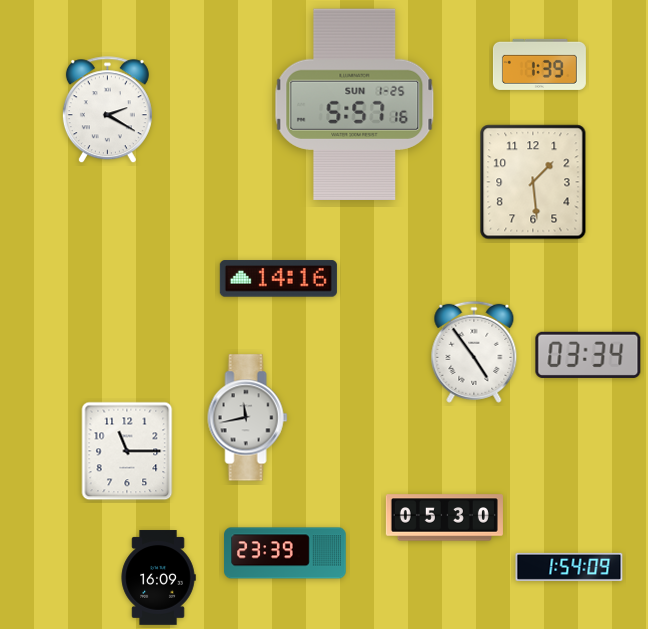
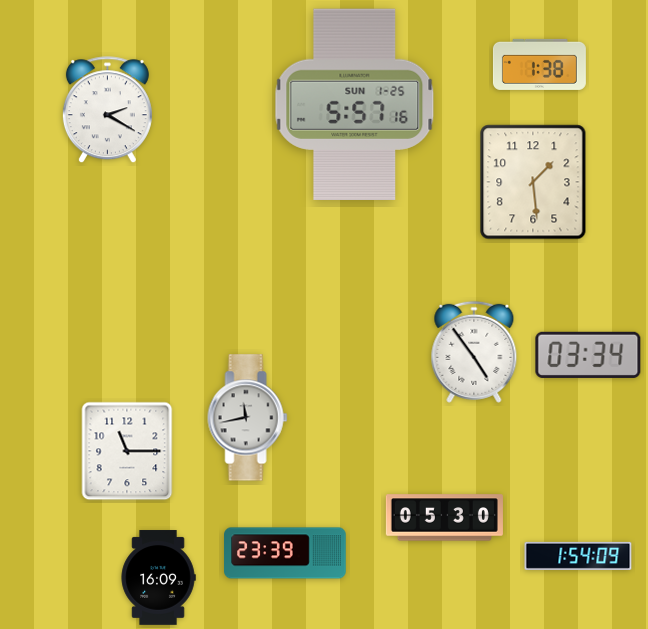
clock at (539, 64): 1:39 -> 1:38
clock at (278, 279): 14:16 -> none
clock at (569, 567) position: (569, 567) -> (578, 556)
